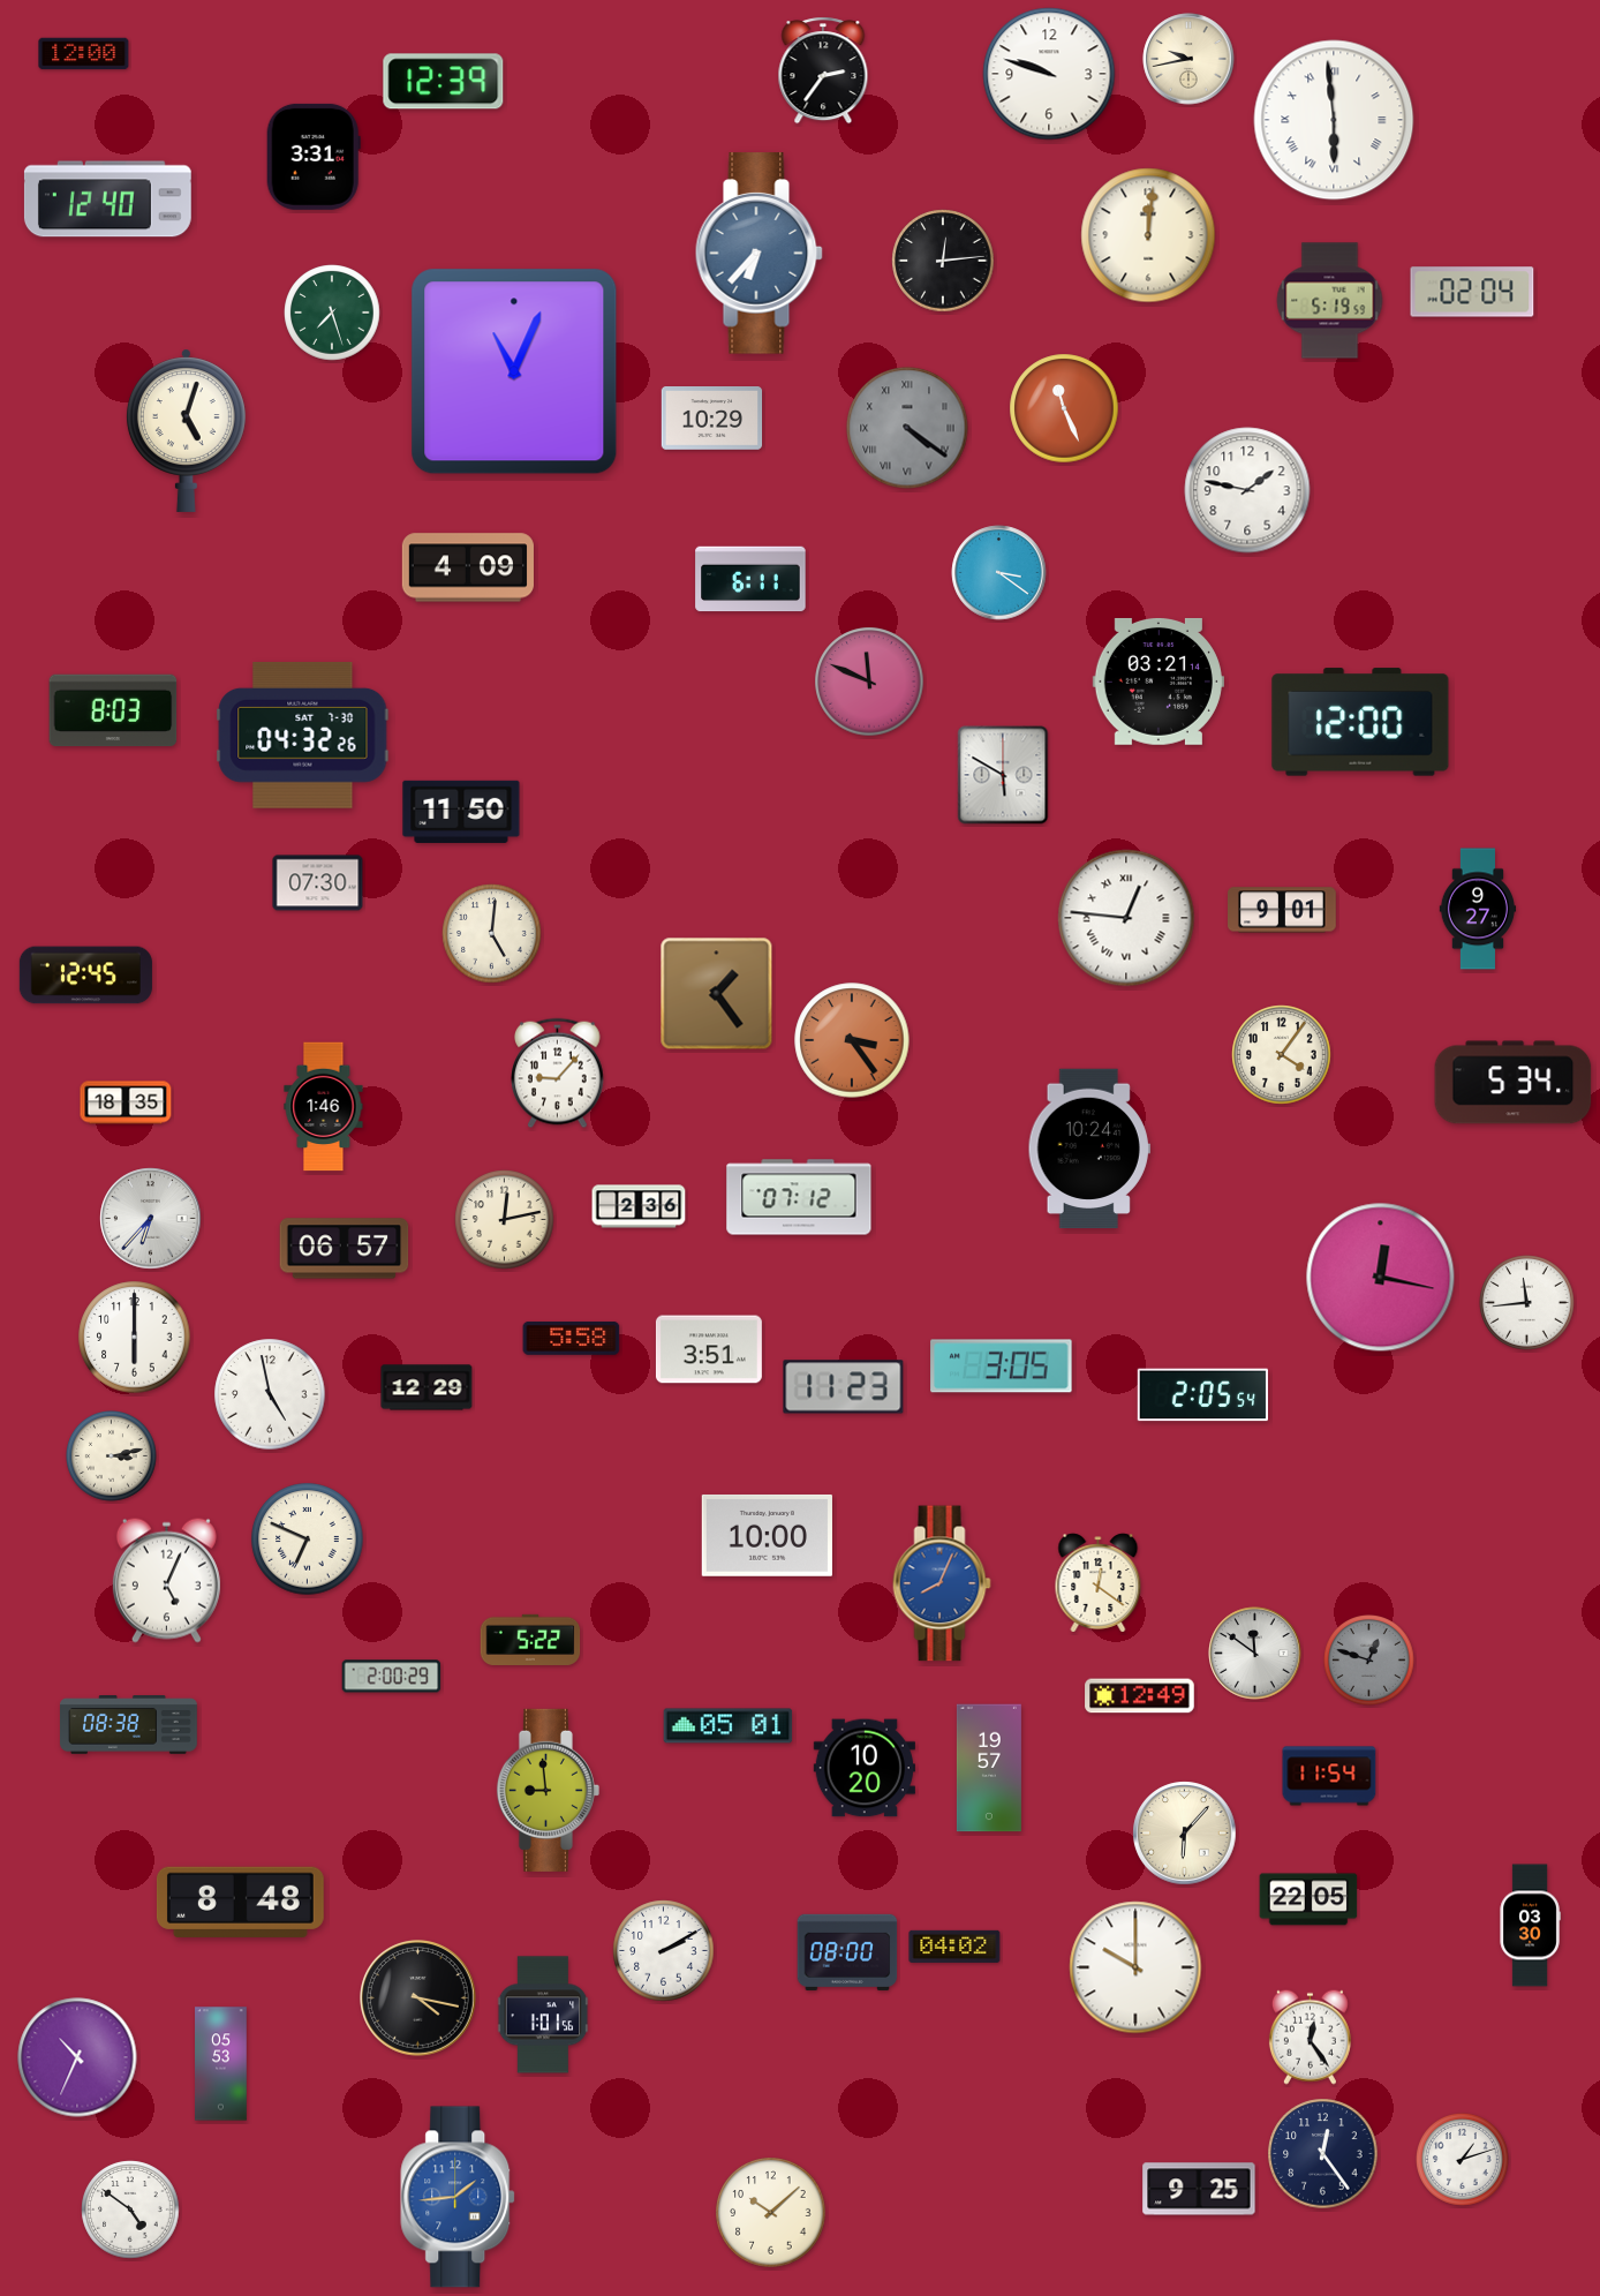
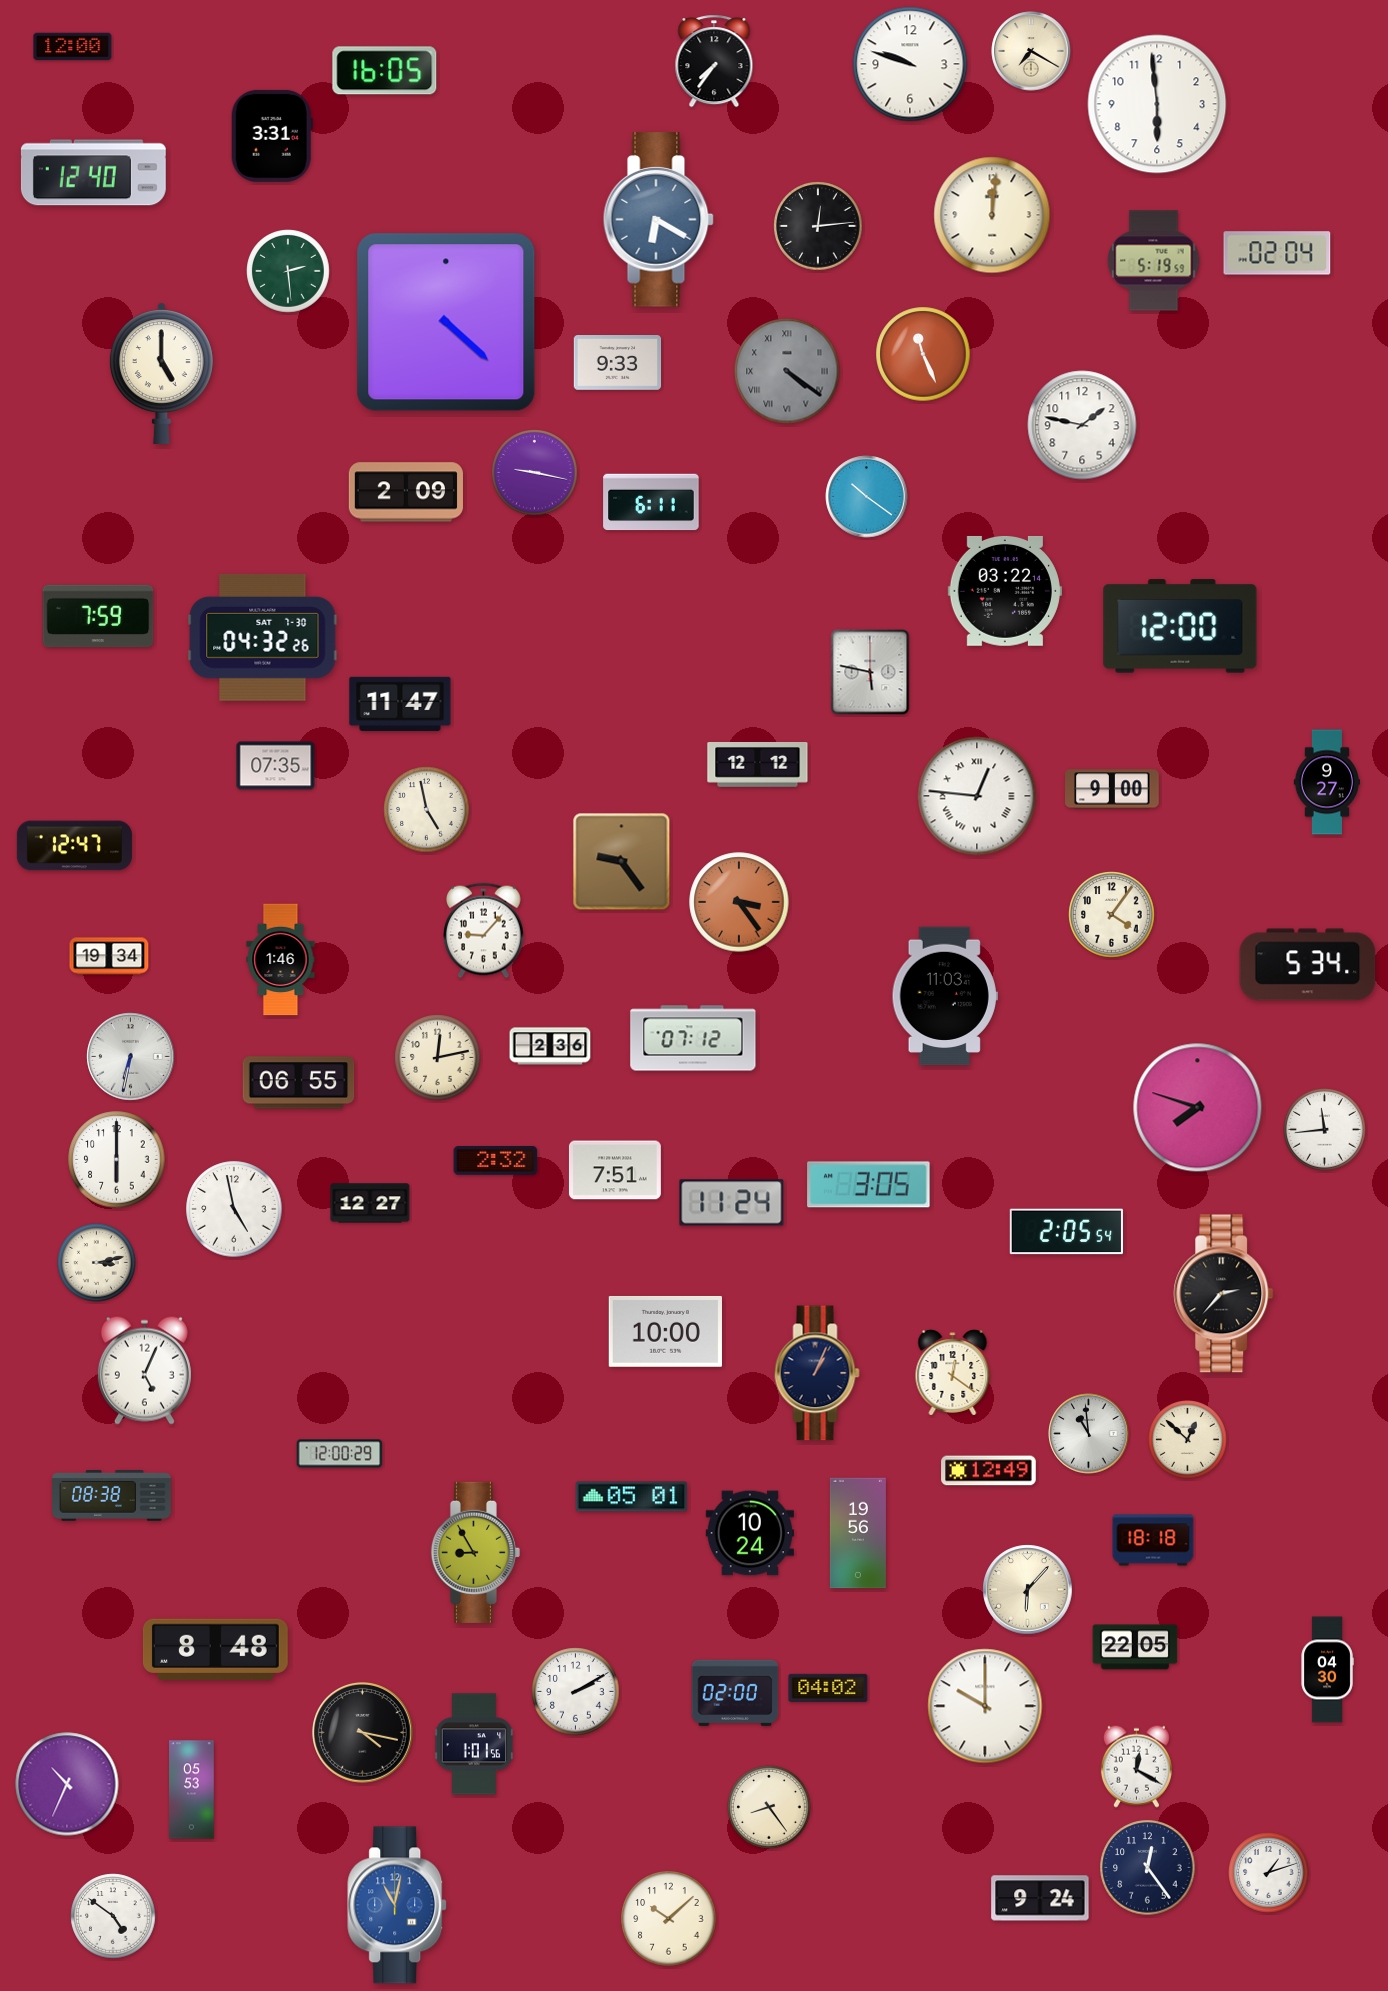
clock at (1188, 59): 9:43 -> 7:20
clock at (823, 70): 2:36 -> 7:36
clock at (444, 82): 12:39 -> 16:05
clock at (1334, 120) numerals: Roman -> Arabic
clock at (1148, 235) position: (1148, 235) -> (992, 215)
clock at (759, 254): 6:37 -> 6:20
clock at (332, 313): 7:27 -> 2:29
clock at (514, 371): 11:04 -> 4:22
clock at (712, 419): 10:29 -> 9:33
clock at (186, 430): 5:03 -> 5:00
clock at (535, 473): none -> 9:17
clock at (468, 567): 4:09 -> 2:09
clock at (999, 573): 3:21 -> 10:21
clock at (869, 682): 11:49 -> none
clock at (1159, 682): 03:21 -> 03:22
clock at (113, 710): 8:03 -> 7:59
clock at (1003, 775): 5:50 -> 5:47
clock at (461, 812): 11:50 -> 11:47
clock at (758, 765): none -> 12:12
clock at (318, 883): 07:30 -> 07:35
clock at (1478, 909) position: (1478, 909) -> (1327, 782)
clock at (1282, 910): 9:01 -> 9:00
clock at (492, 934): 5:01 -> 4:58
clock at (85, 976): 12:45 -> 12:47
clock at (717, 994): 1:24 -> 9:24
clock at (1514, 1083) position: (1514, 1083) -> (1308, 965)
clock at (126, 1102): 18:35 -> 19:34
clock at (1089, 1149): 10:24 -> 11:03
clock at (639, 1206) position: (639, 1206) -> (550, 1046)
clock at (151, 1219): 6:37 -> 6:32
clock at (345, 1249): 06:57 -> 06:55
clock at (1381, 1278): 12:17 -> 7:48
clock at (572, 1339): 5:58 -> 2:32
clock at (709, 1349): 3:51 -> 7:51
clock at (427, 1387): 12:29 -> 12:27
clock at (844, 1387): 11:23 -> 11:24
clock at (1202, 1395) position: (1202, 1395) -> (1066, 1232)
clock at (1224, 1294): none -> 2:37
clock at (308, 1540): 6:49 -> none
clock at (942, 1583): 8:04 -> 1:04
clock at (942, 1583) dial: blue -> navy
clock at (530, 1640): 5:22 -> none
clock at (1255, 1654): 11:51 -> 10:59
clock at (1369, 1661): 12:48 -> 12:52
clock at (1369, 1661) dial: grey -> cream
clock at (392, 1677): 2:00 -> 12:00
clock at (865, 1768): 10:20 -> 10:24
clock at (989, 1768): 19:57 -> 19:56
clock at (1329, 1776): 11:54 -> 18:18
clock at (548, 1790): 8:59 -> 8:55
clock at (240, 1902) position: (240, 1902) -> (215, 1649)
clock at (1530, 1926): 03:30 -> 04:30
clock at (847, 1952): 08:00 -> 02:00
clock at (543, 2015) position: (543, 2015) -> (474, 1744)
clock at (1310, 2037): 12:24 -> 12:20
clock at (769, 1807): none -> 8:24
clock at (1199, 2189): 9:25 -> 9:24
clock at (459, 2197): 1:44 -> 11:02
